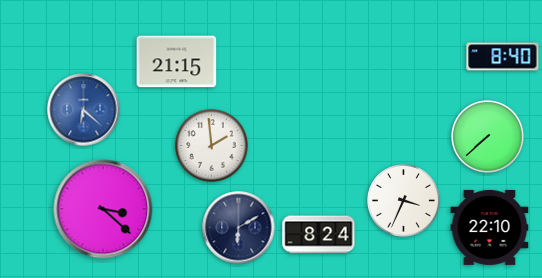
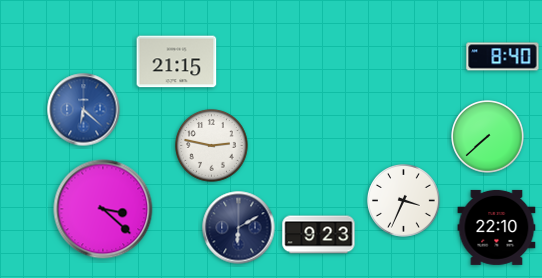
clock at (212, 146): 1:59 -> 2:47
clock at (490, 227) position: (490, 227) -> (497, 227)
clock at (319, 235): 8:24 -> 9:23
